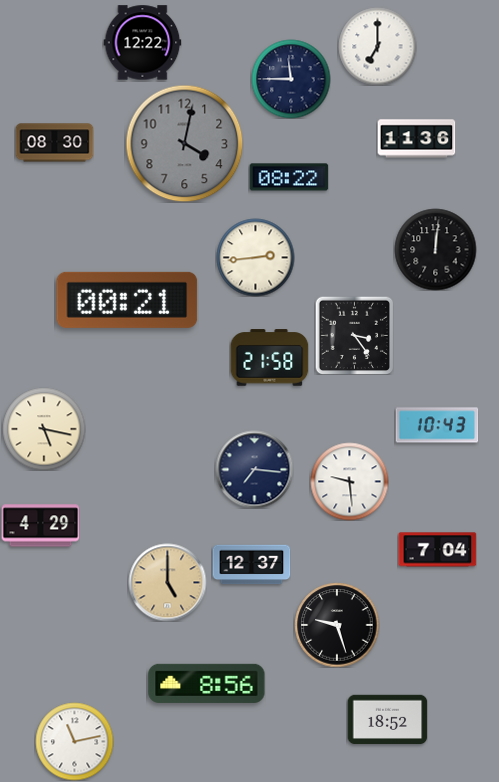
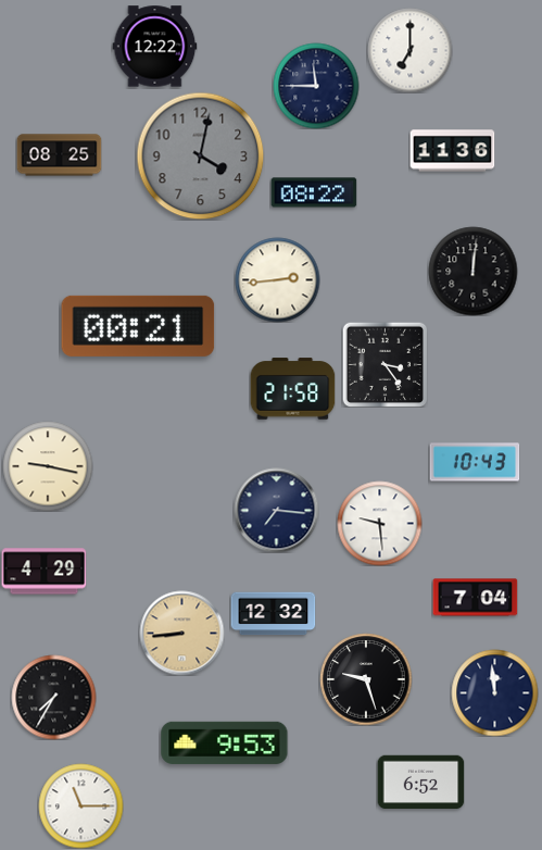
clock at (54, 143): 08:30 -> 08:25
clock at (44, 429): 5:17 -> 9:17
clock at (251, 565): 12:37 -> 12:32
clock at (167, 582): 5:00 -> 8:44
clock at (494, 692): none -> 11:59
clock at (53, 697): none -> 7:35
clock at (207, 683): 8:56 -> 9:53
clock at (387, 720): 18:52 -> 6:52
clock at (74, 741): 11:13 -> 11:15
